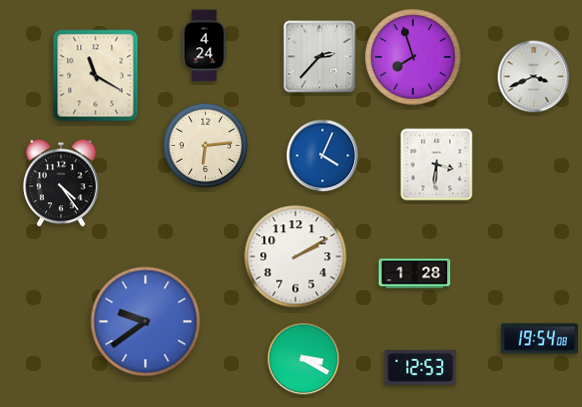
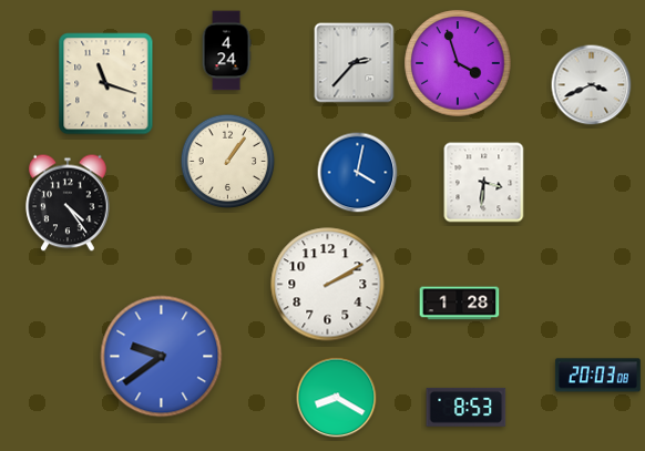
clock at (413, 57): 7:57 -> 3:57
clock at (96, 76): 11:20 -> 11:18
clock at (206, 146): 6:14 -> 1:06
clock at (323, 156): 4:04 -> 4:02
clock at (539, 339): 19:54 -> 20:03
clock at (304, 359): 3:20 -> 8:20
clock at (421, 367): 12:53 -> 8:53
